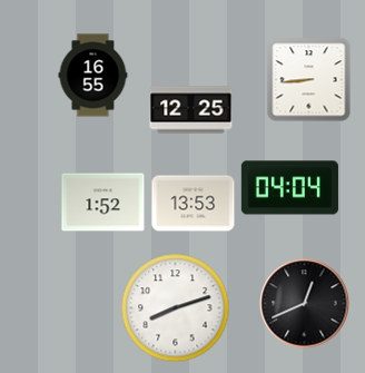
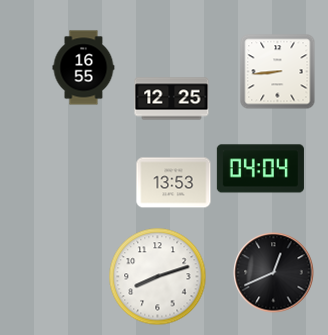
clock at (103, 203): 1:52 -> none
